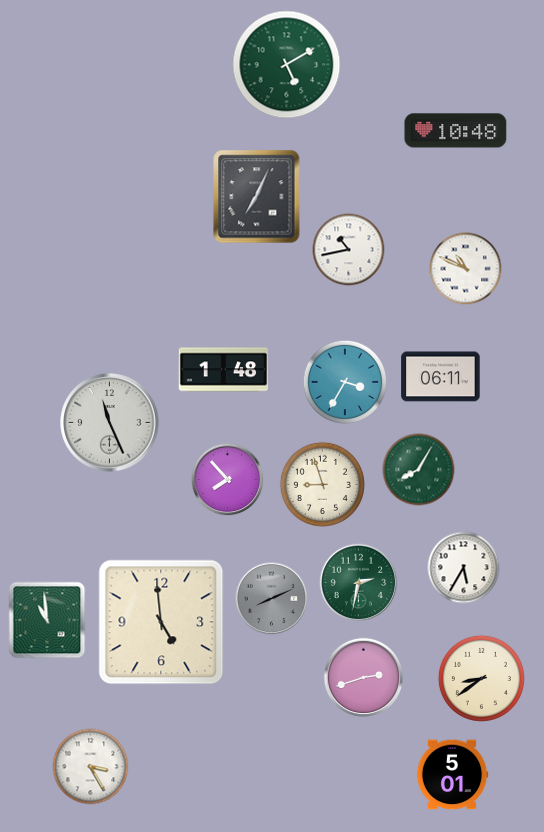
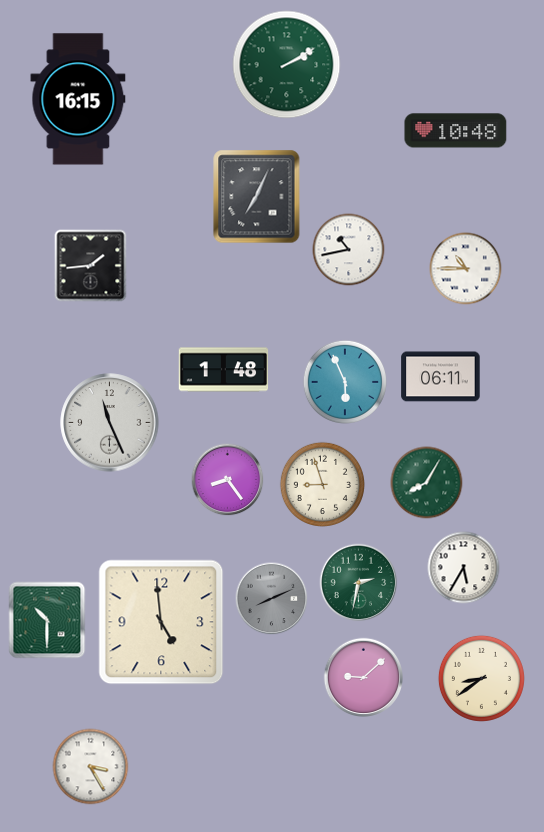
clock at (287, 65): 5:10 -> 2:10
clock at (78, 99): none -> 16:15
clock at (91, 266): none -> 1:44
clock at (466, 269): 10:49 -> 10:45
clock at (344, 381): 3:35 -> 5:56
clock at (419, 470) position: (419, 470) -> (427, 483)
clock at (228, 480): 7:53 -> 8:24
clock at (47, 620): 10:59 -> 10:30
clock at (364, 678): 2:42 -> 9:08
clock at (452, 775): 5:01 -> none
